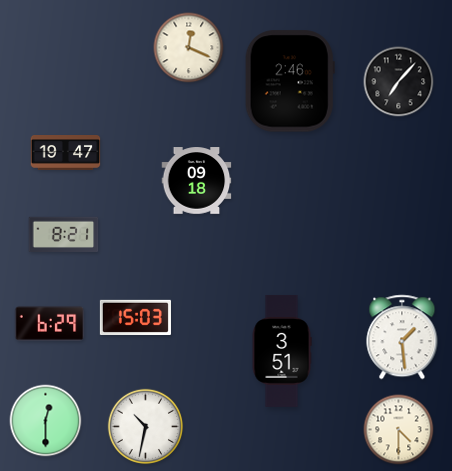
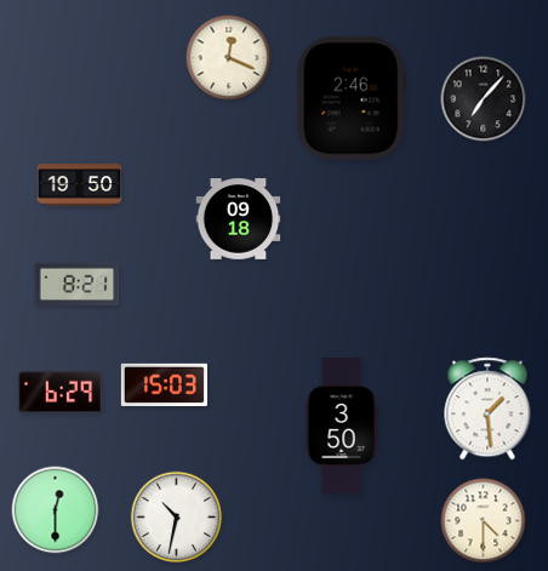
clock at (66, 153): 19:47 -> 19:50
clock at (282, 351): 3:51 -> 3:50
